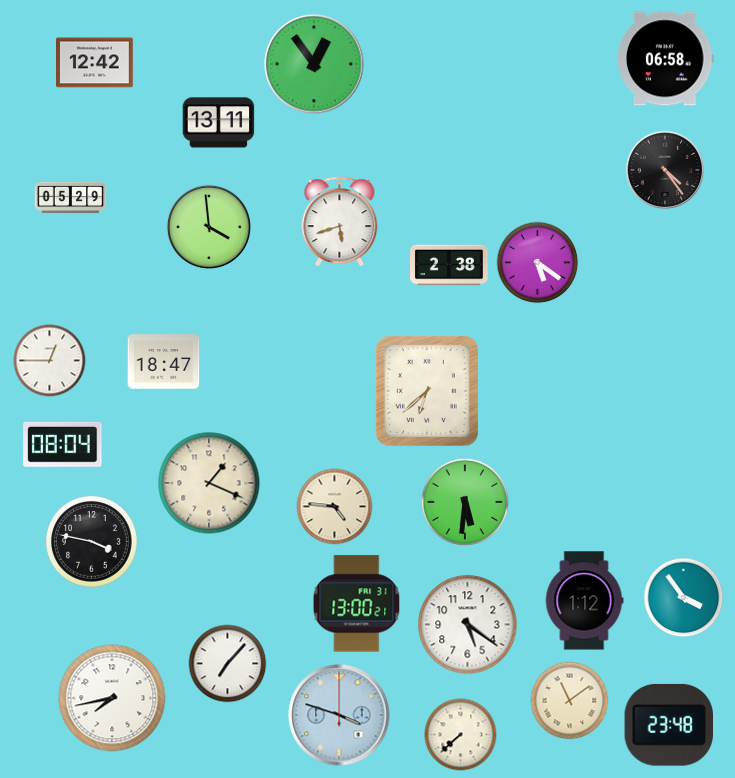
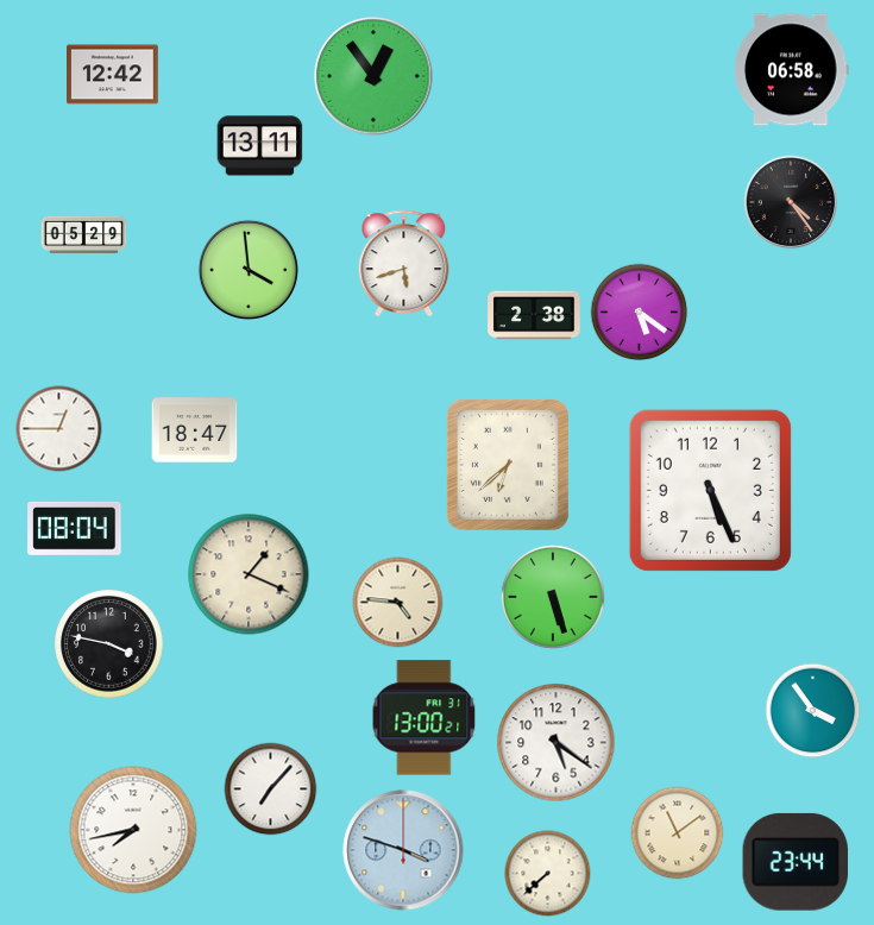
clock at (710, 490): none -> 5:26
clock at (465, 502): 5:31 -> 5:27
clock at (584, 601): 1:12 -> none
clock at (668, 725): 23:48 -> 23:44
